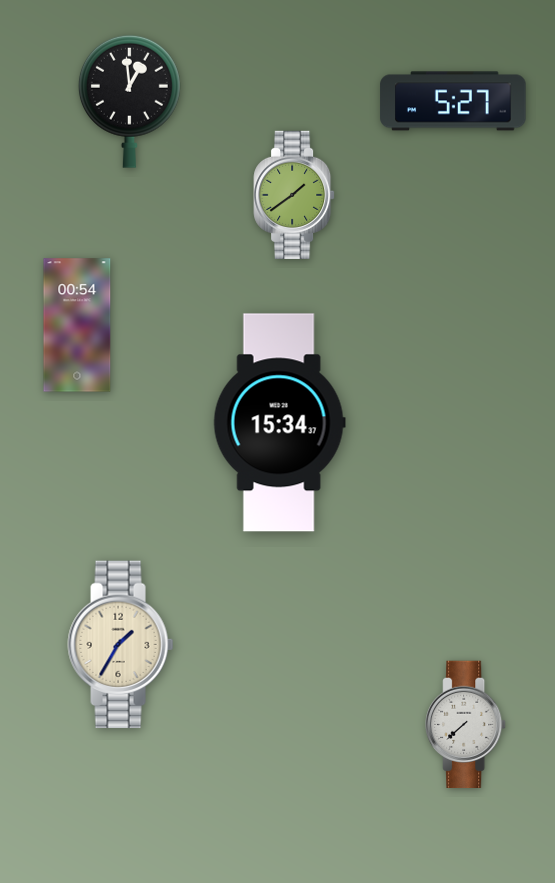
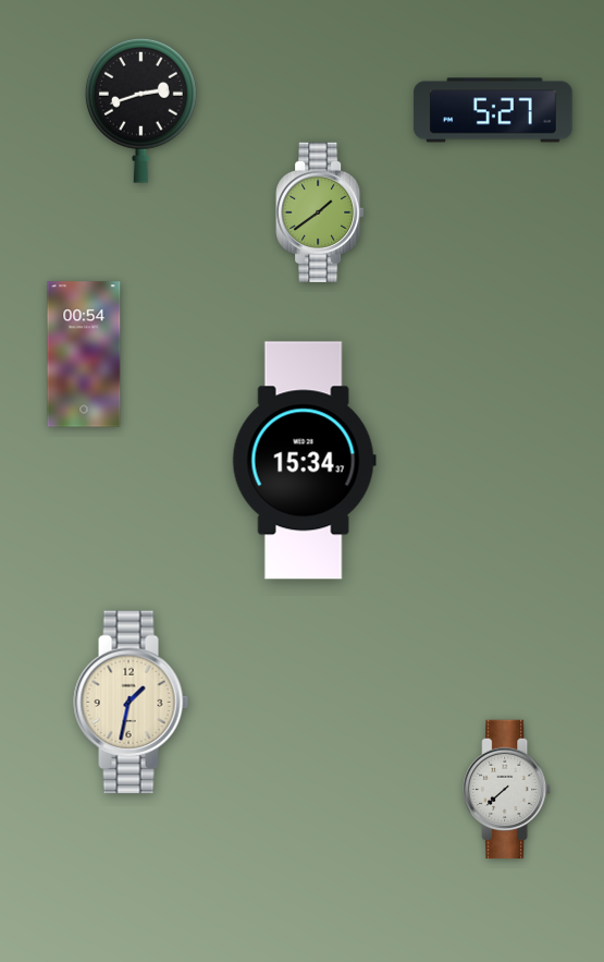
clock at (129, 101): 12:59 -> 2:42
clock at (121, 645): 1:35 -> 1:32
